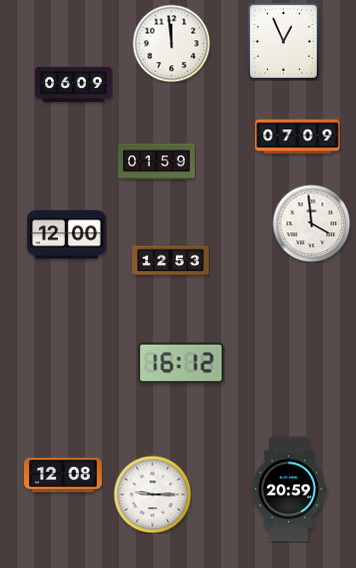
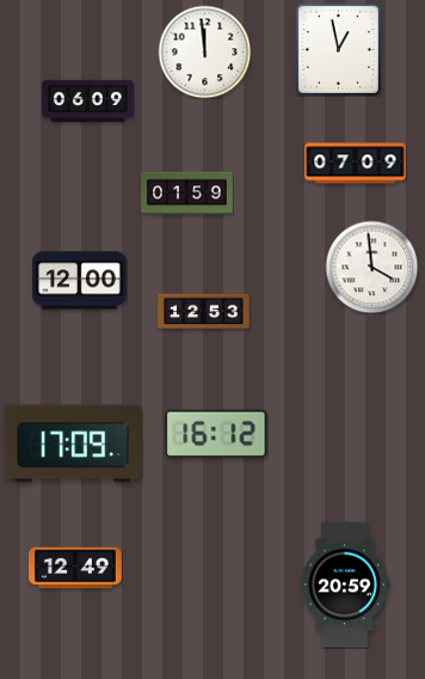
clock at (283, 41): 12:56 -> 12:58
clock at (73, 444): none -> 17:09
clock at (63, 475): 12:08 -> 12:49
clock at (152, 494): 9:15 -> none
